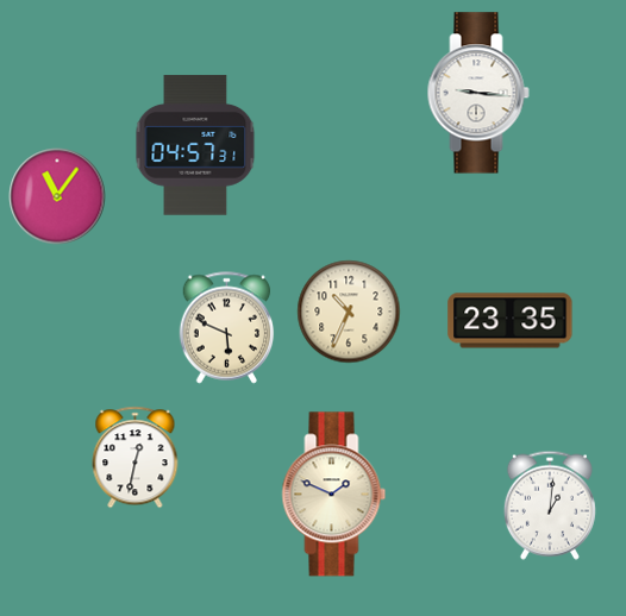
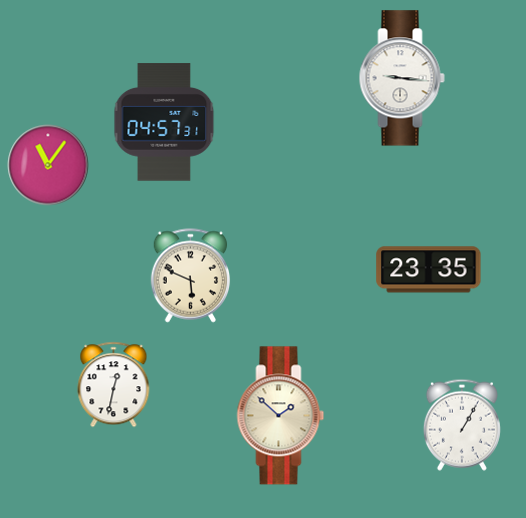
clock at (349, 312): 10:34 -> none
clock at (334, 495): 1:49 -> 1:52
clock at (550, 505): 1:01 -> 1:05
